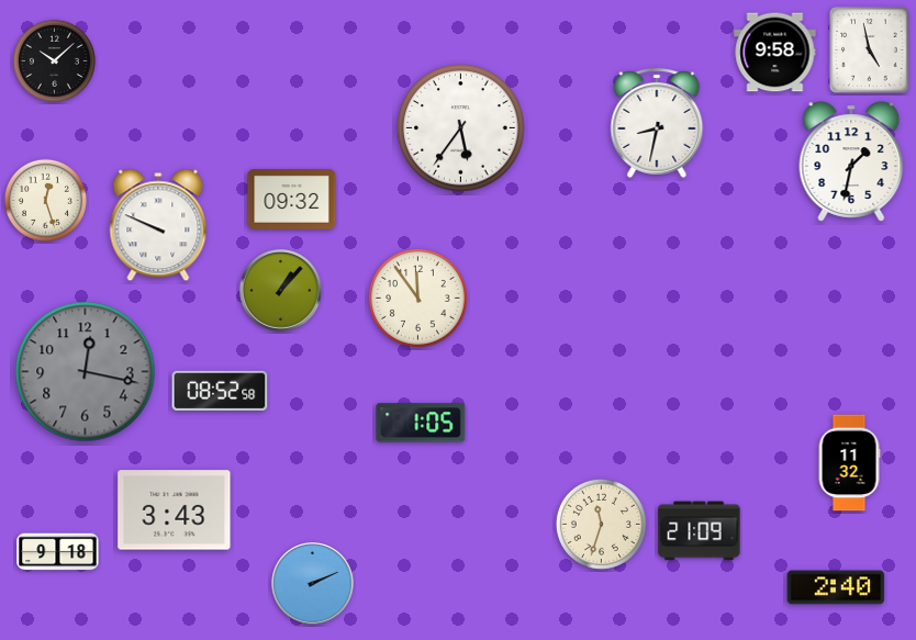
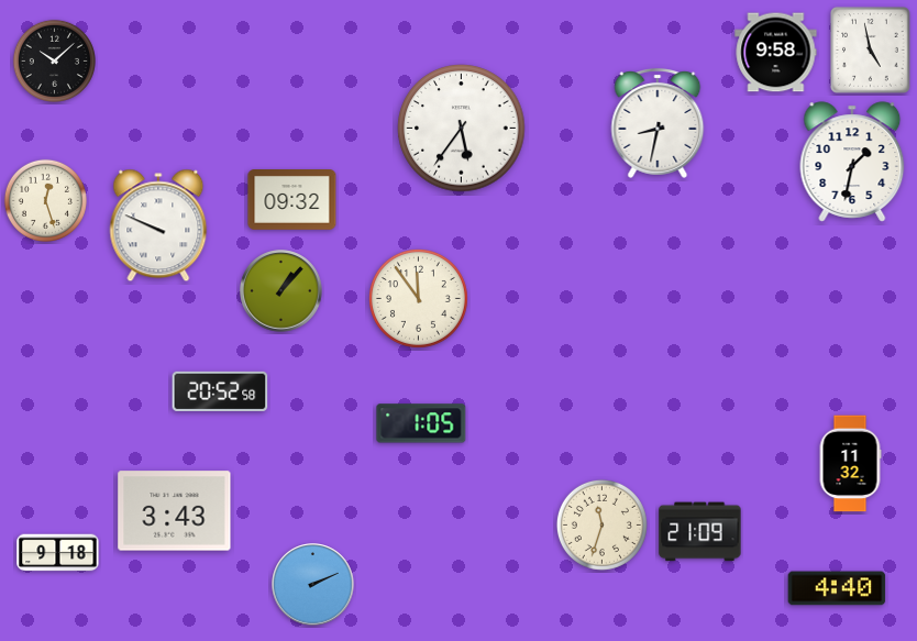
clock at (86, 372): 12:17 -> none
clock at (220, 391): 08:52 -> 20:52
clock at (836, 587): 2:40 -> 4:40
